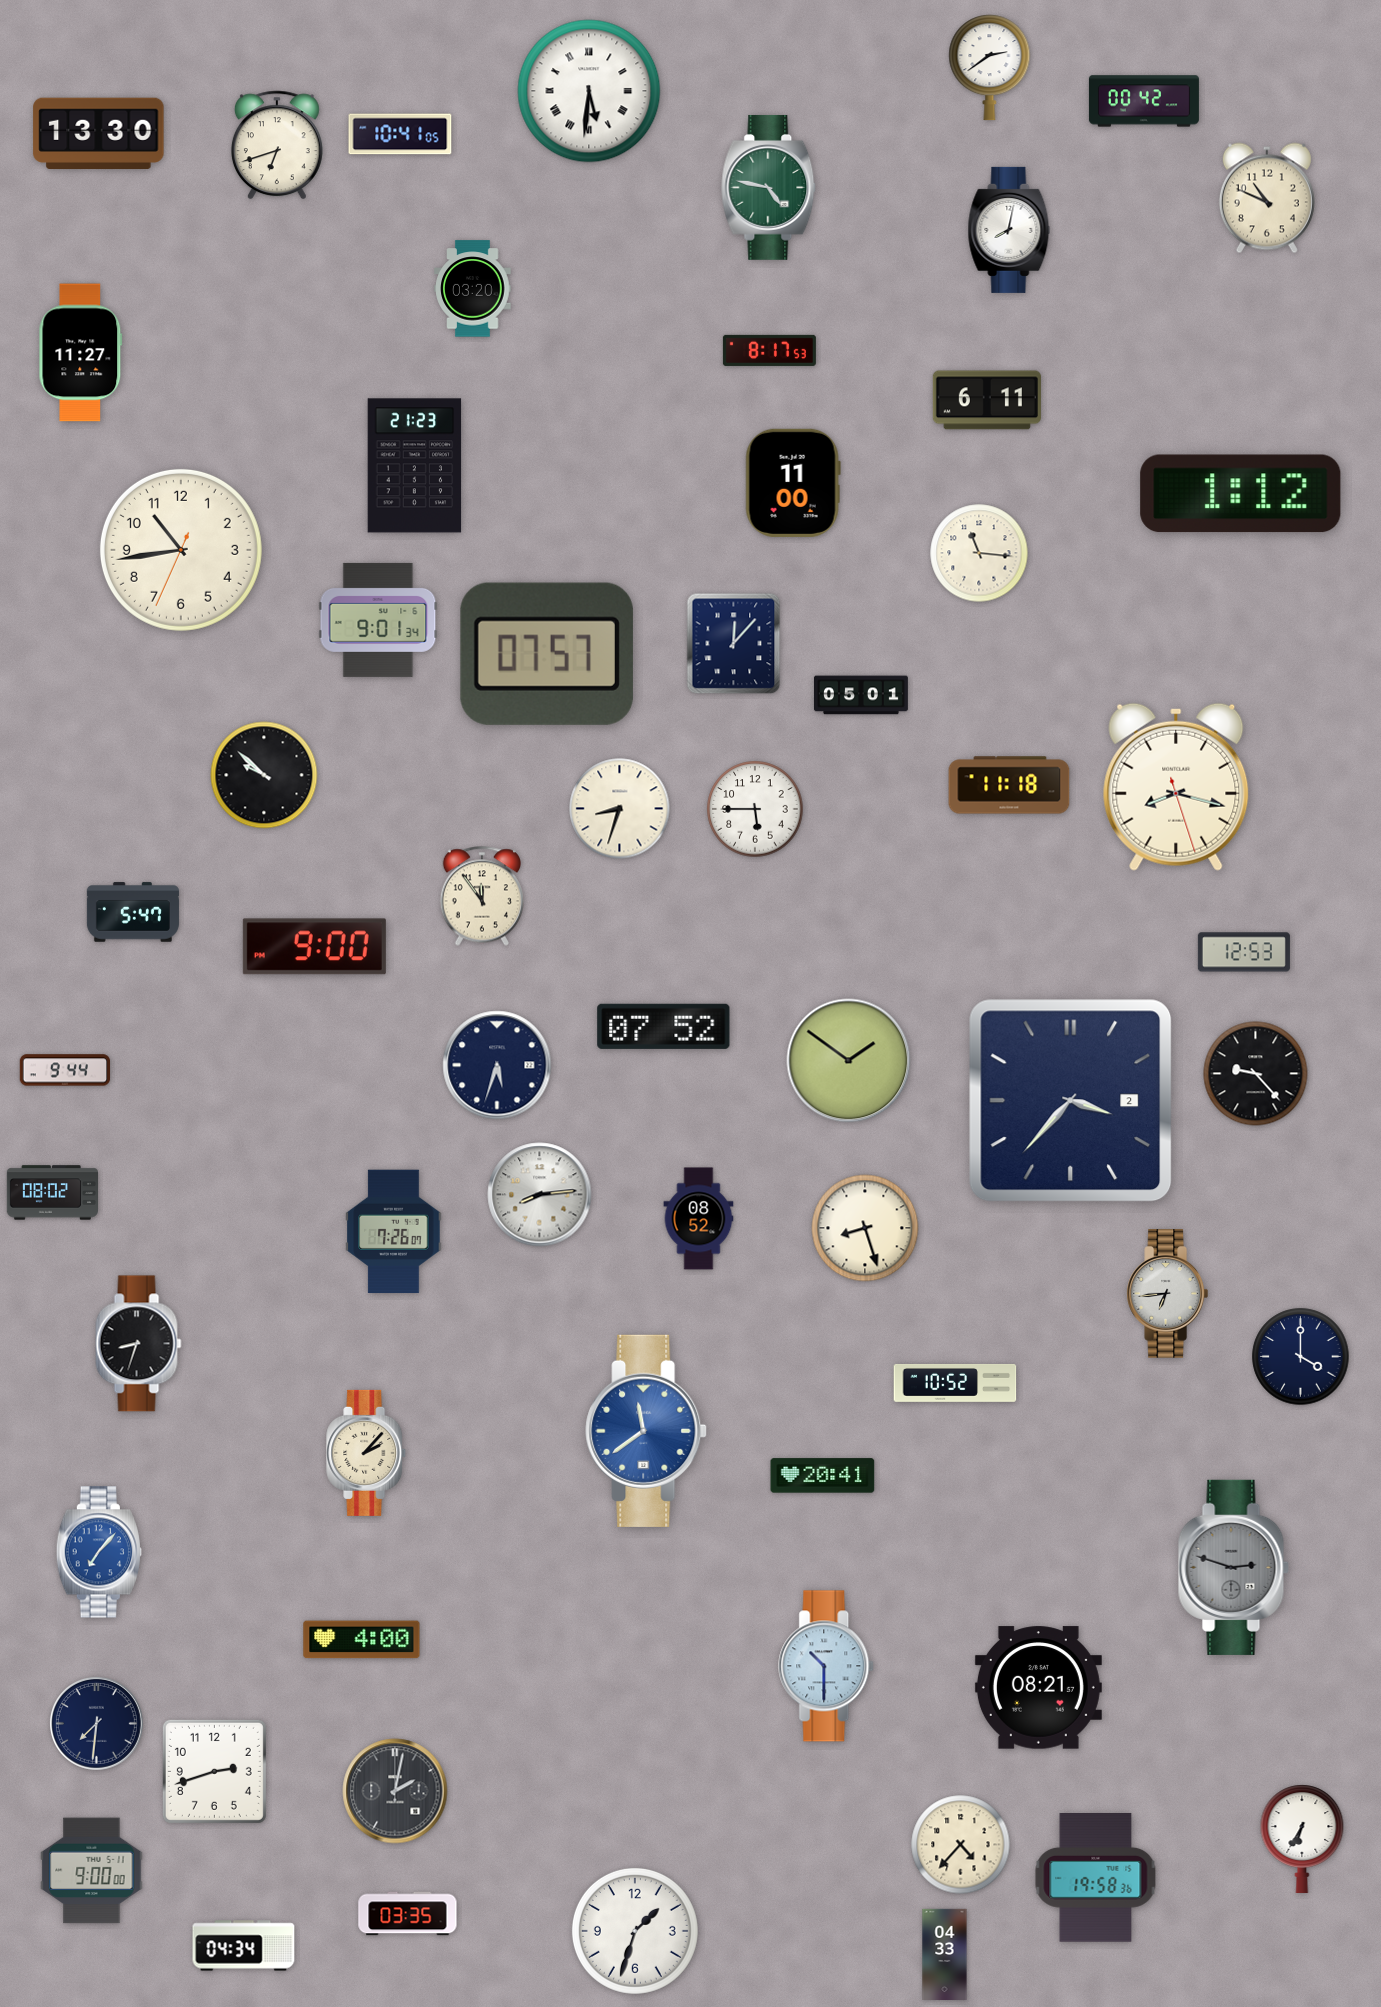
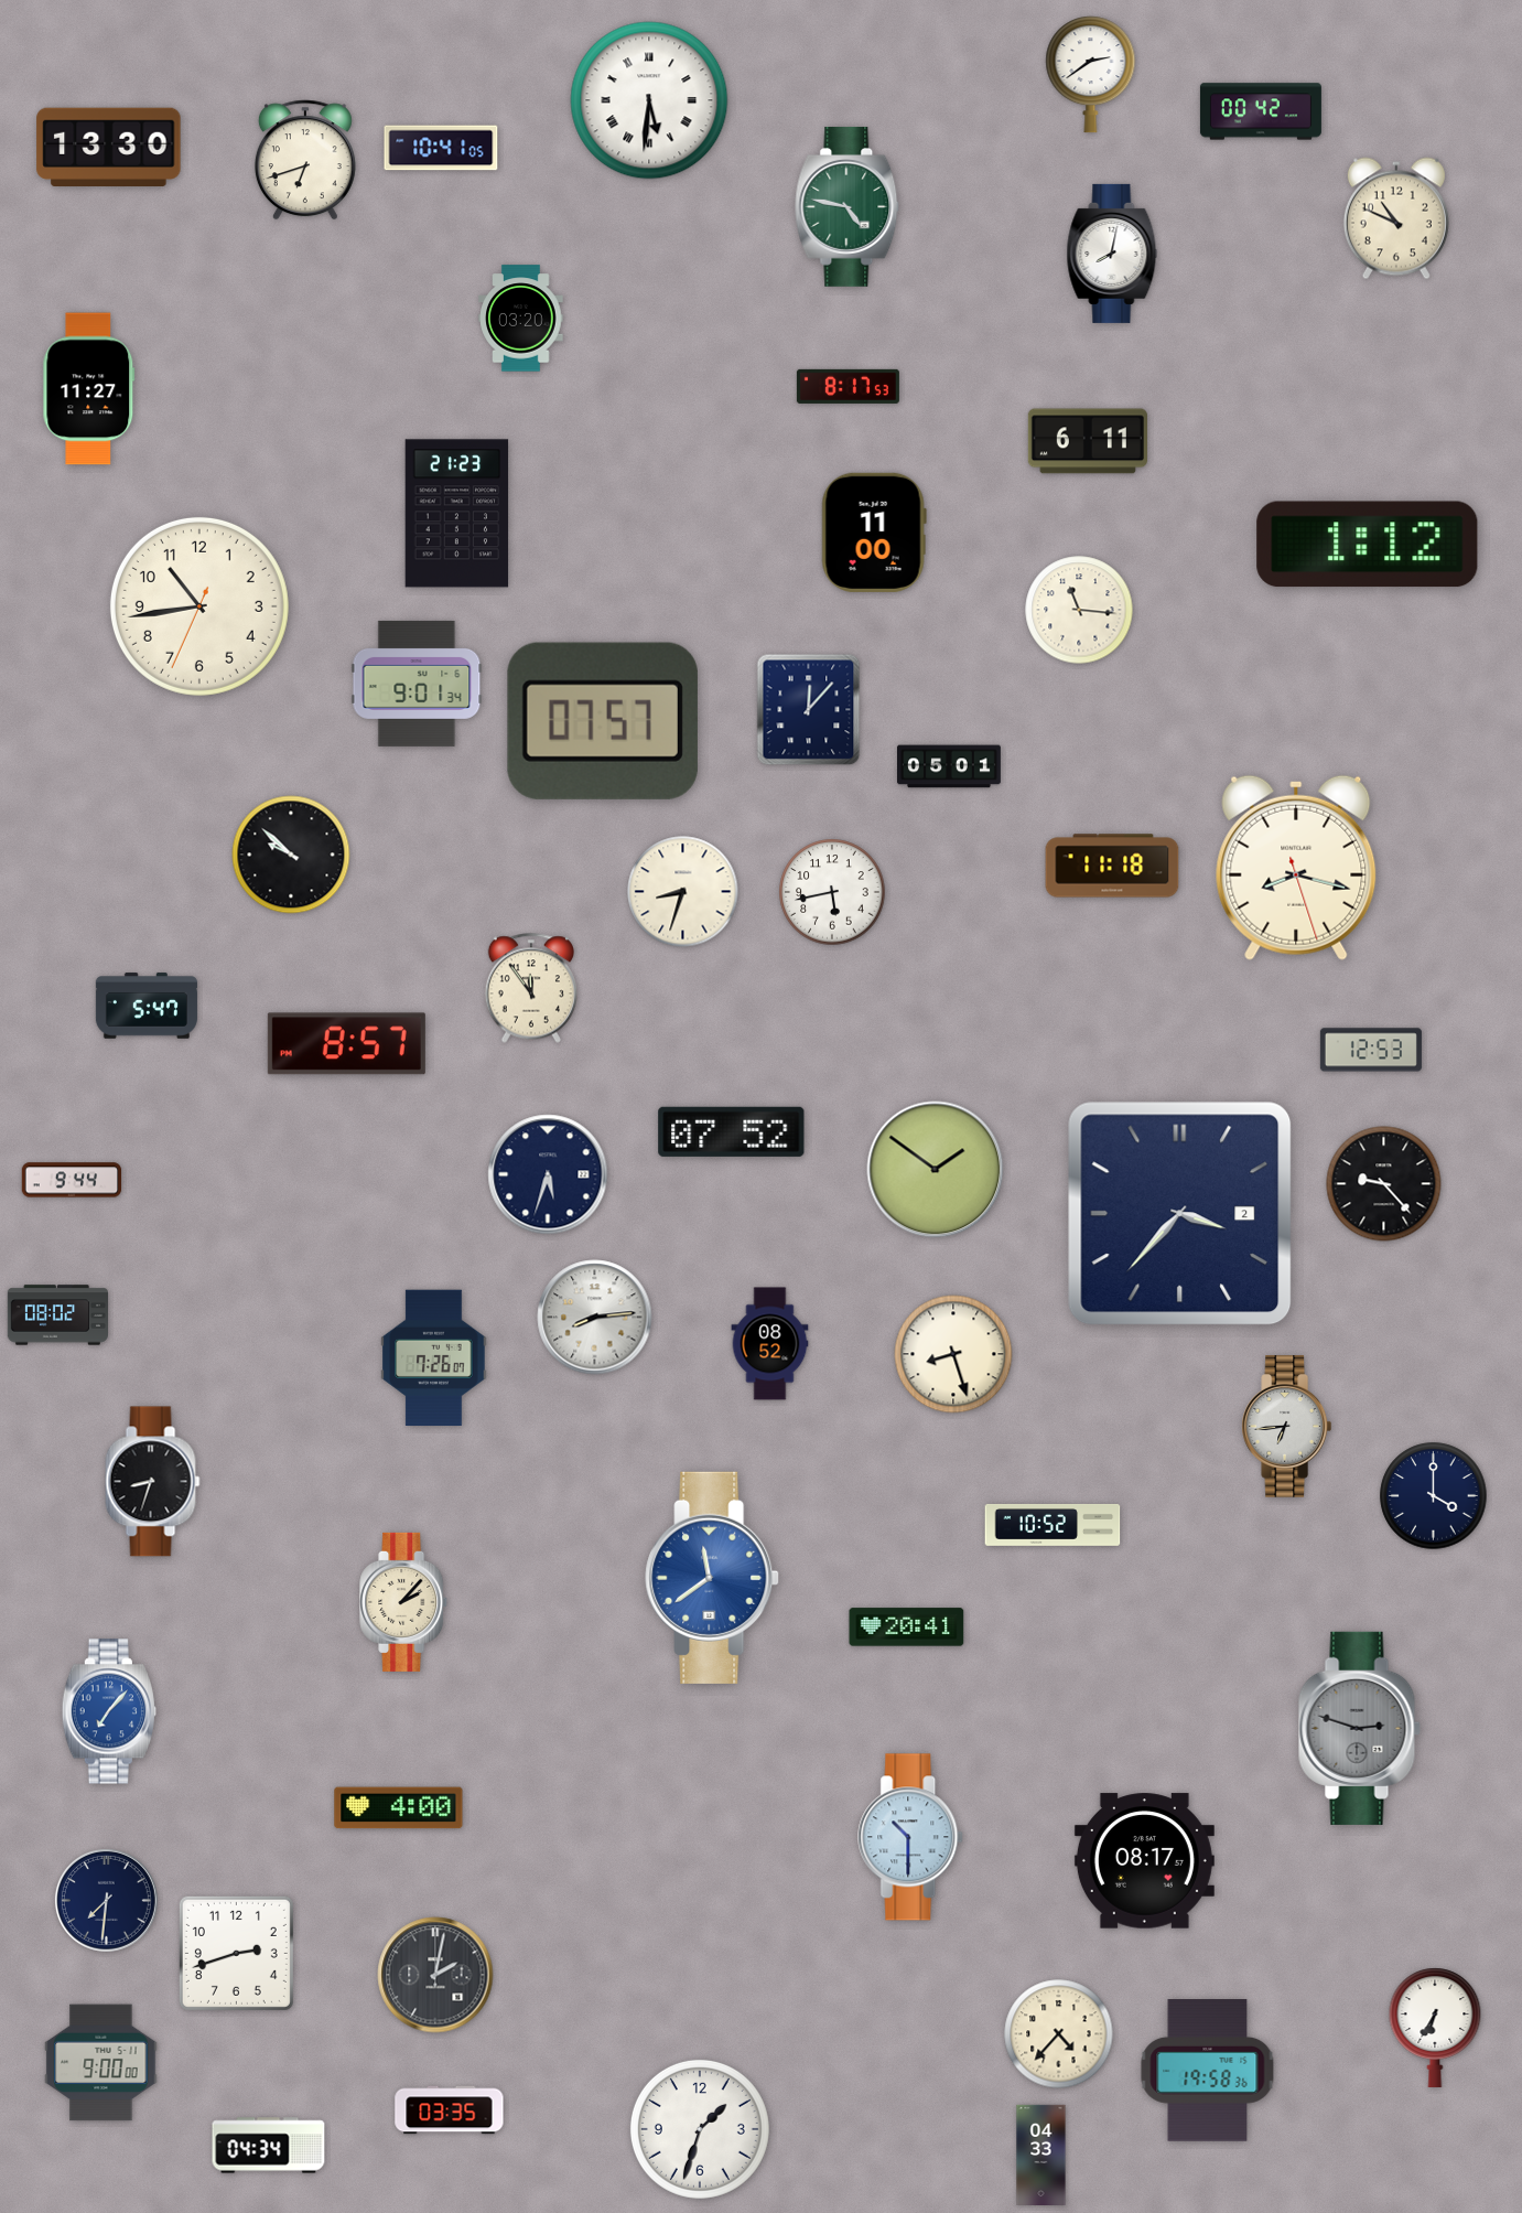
clock at (755, 809): 5:45 -> 5:43
clock at (314, 947): 9:00 -> 8:57
clock at (1038, 1688): 08:21 -> 08:17
